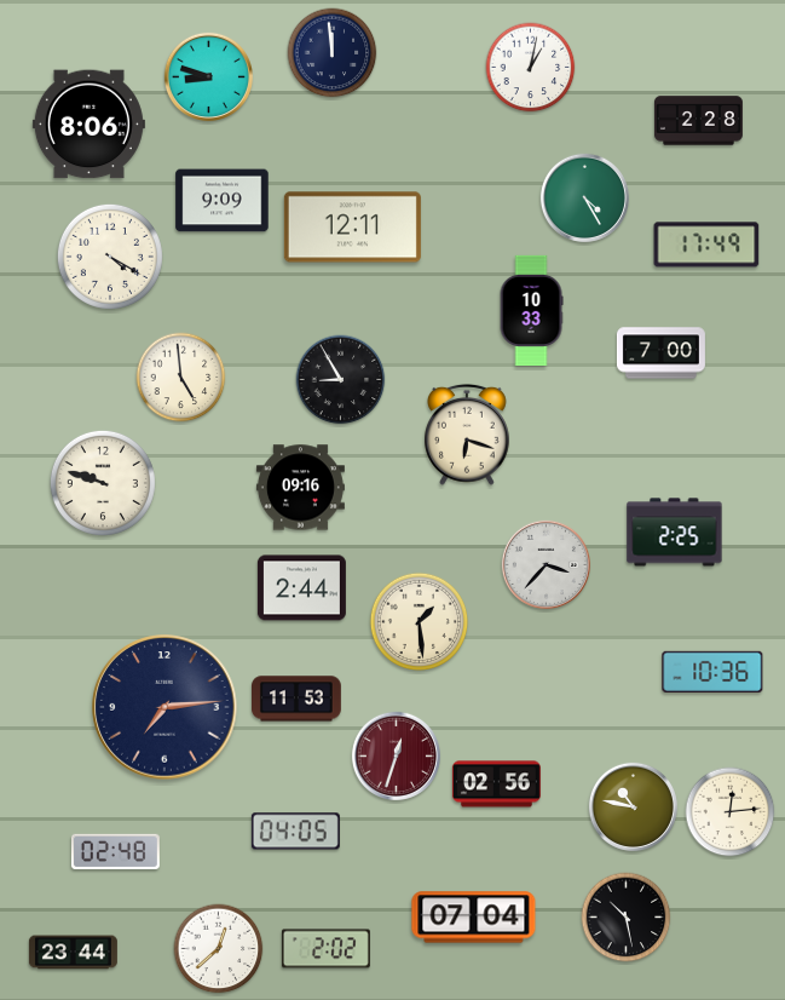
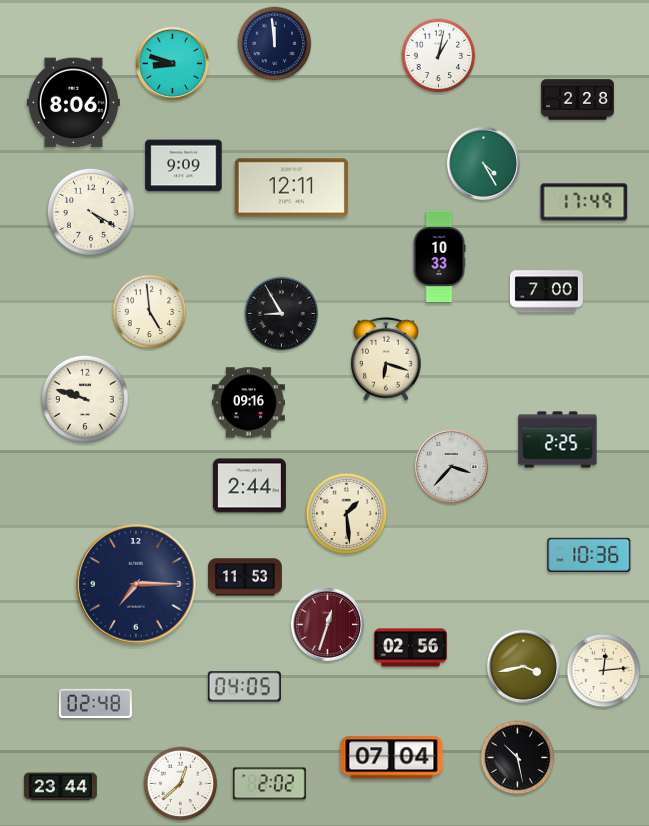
clock at (164, 707): 7:14 -> 7:15
clock at (633, 806): 10:47 -> 3:43
